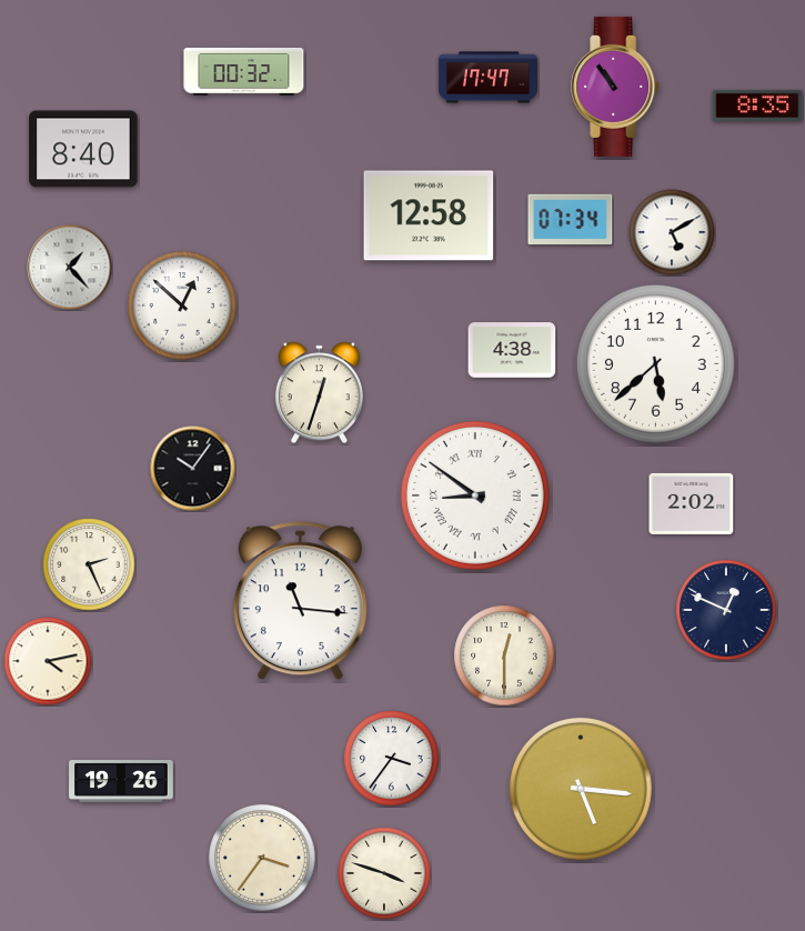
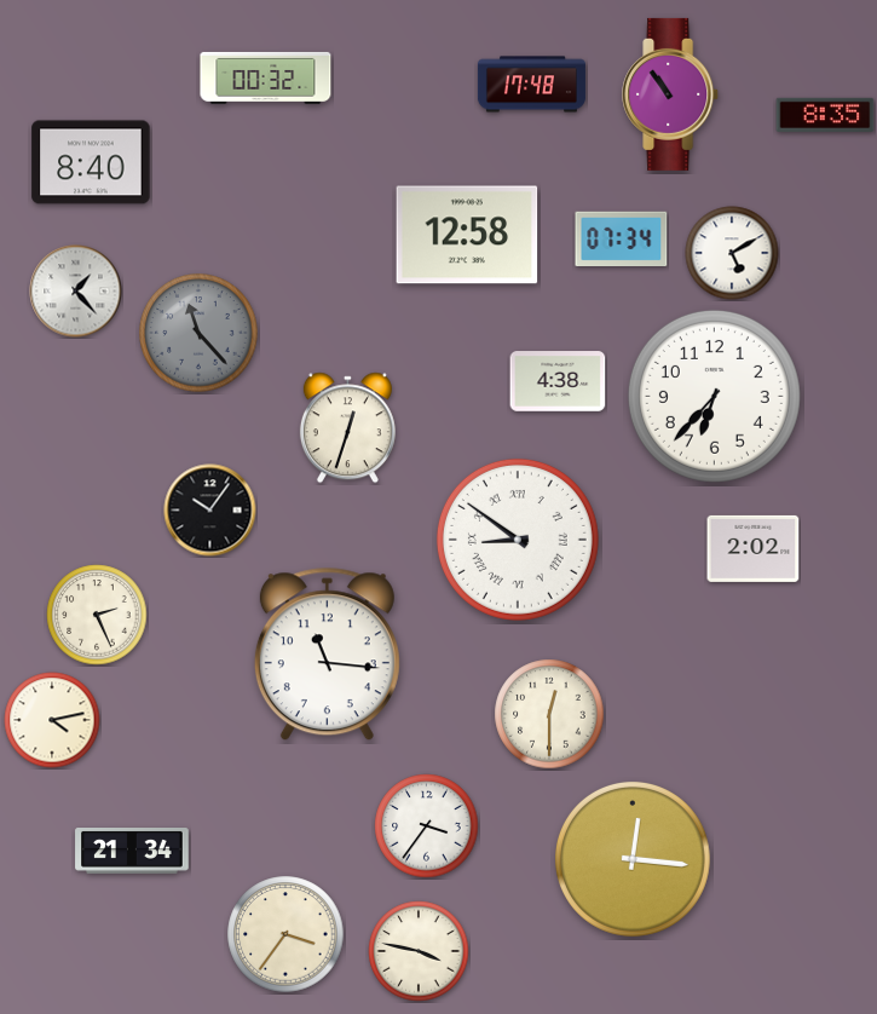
clock at (487, 78): 17:47 -> 17:48
clock at (182, 306): 12:52 -> 11:23
clock at (182, 306) dial: white -> grey
clock at (655, 363): 5:38 -> 6:37
clock at (726, 610): 12:49 -> none
clock at (121, 782): 19:26 -> 21:34
clock at (581, 789): 5:16 -> 12:16
clock at (384, 873): 3:48 -> 3:47
